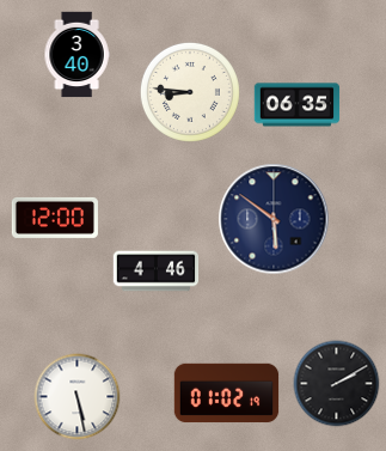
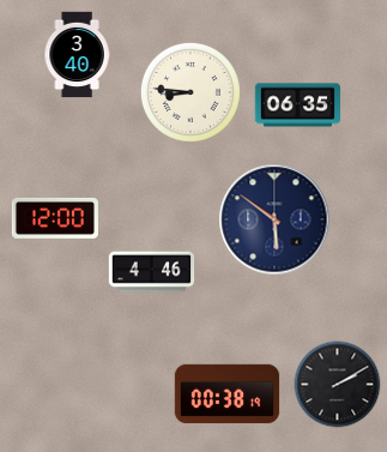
clock at (157, 272) position: (157, 272) -> (152, 272)
clock at (227, 394): 01:02 -> 00:38
clock at (78, 397): 5:28 -> none
